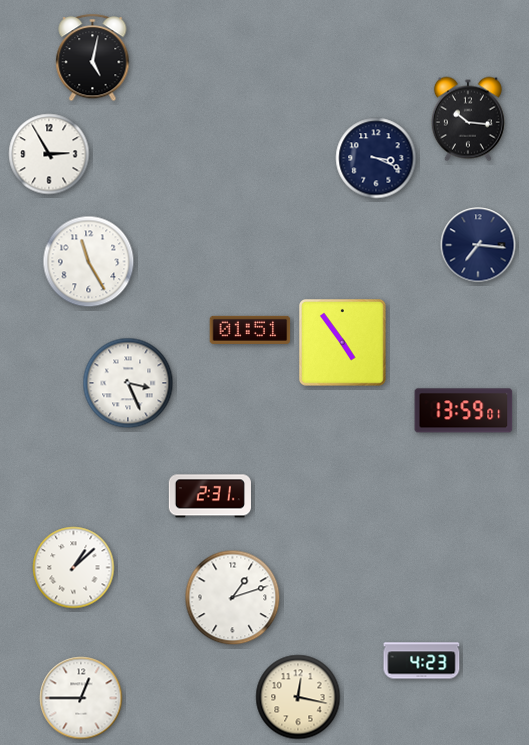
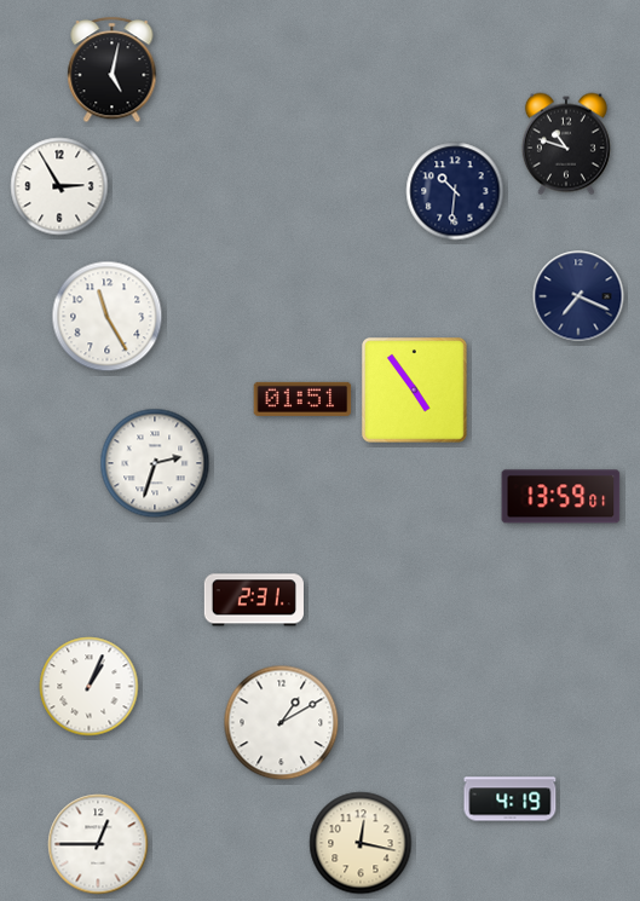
clock at (468, 119): 10:16 -> 10:48
clock at (376, 158): 3:19 -> 10:31
clock at (478, 245): 7:16 -> 7:19
clock at (343, 343) position: (343, 343) -> (415, 391)
clock at (128, 383): 3:26 -> 2:33
clock at (74, 568): 1:08 -> 1:04
clock at (233, 598): 1:12 -> 1:10
clock at (422, 661): 4:23 -> 4:19
